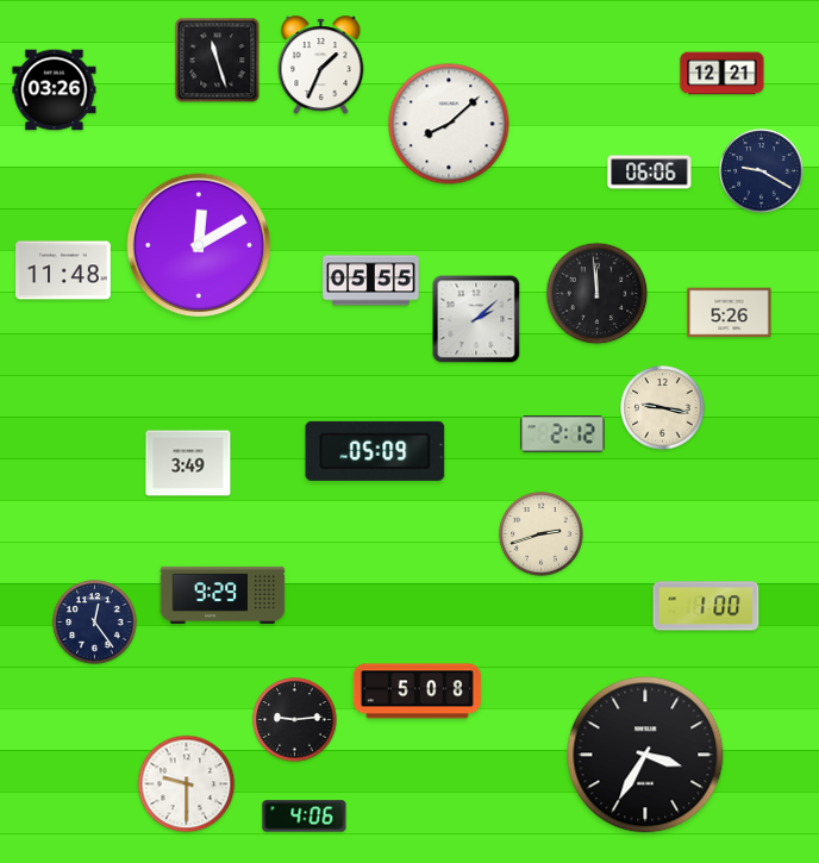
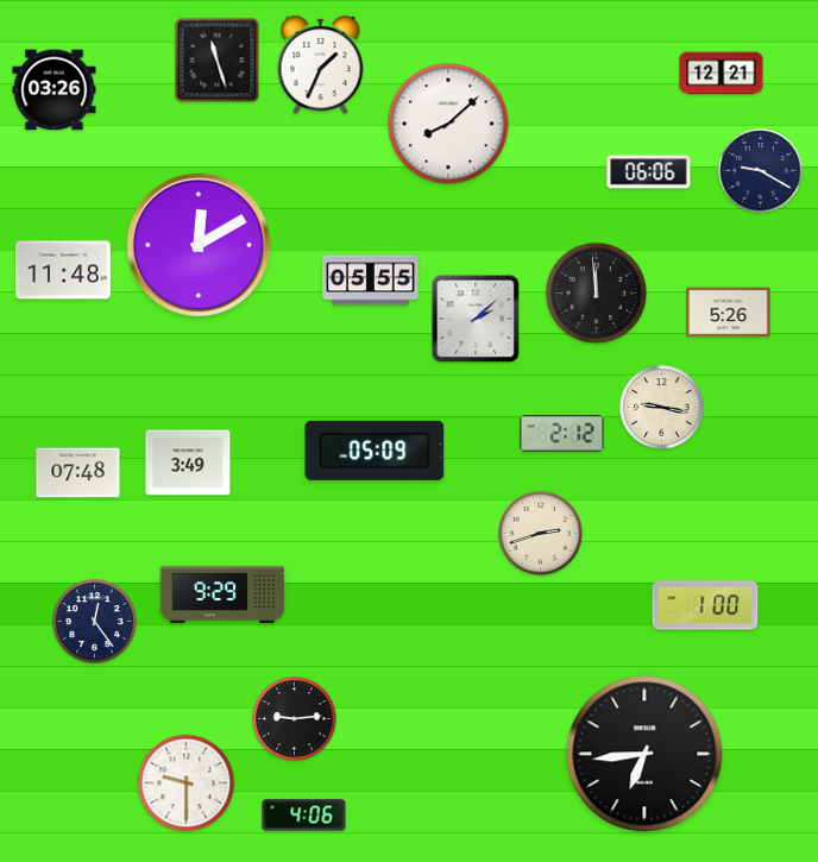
clock at (78, 473): none -> 07:48
clock at (417, 692): 5:08 -> none
clock at (645, 755): 3:35 -> 6:44
